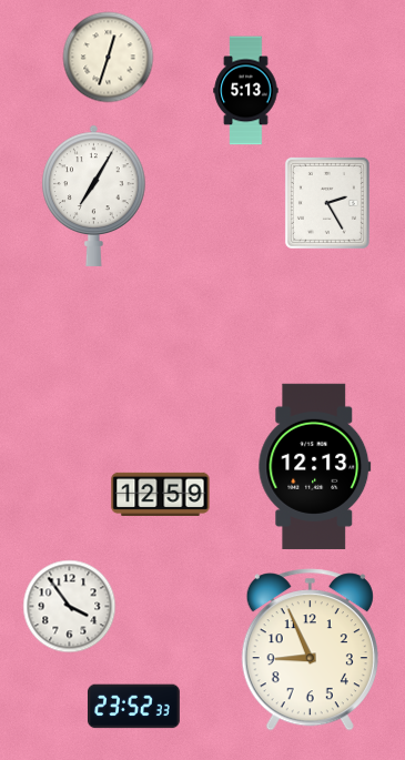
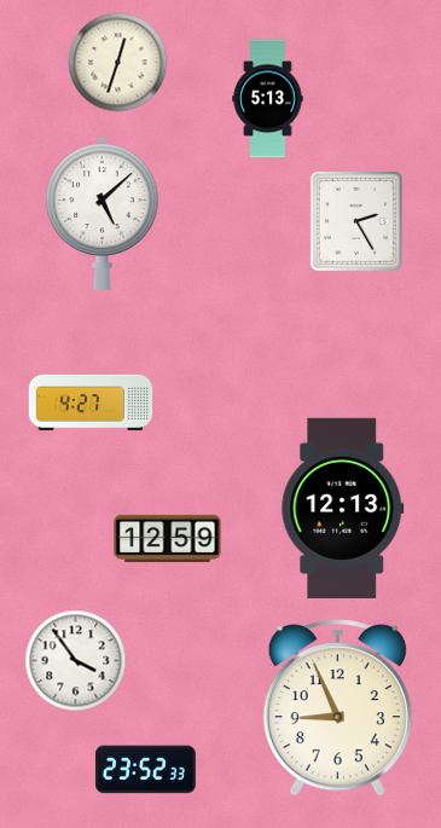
clock at (94, 195): 7:05 -> 5:08
clock at (91, 403): none -> 4:27
clock at (161, 494) position: (161, 494) -> (168, 538)
